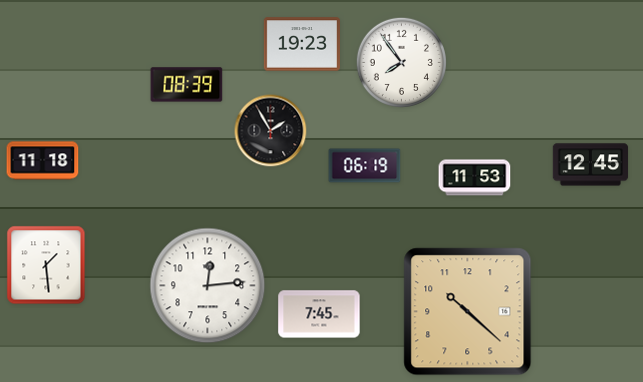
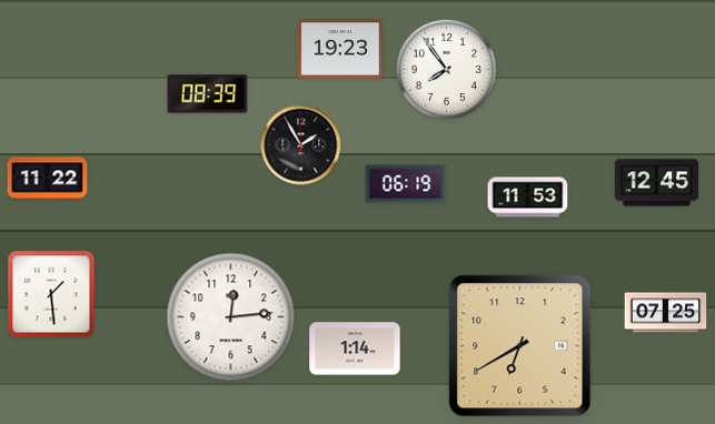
clock at (302, 44) position: (302, 44) -> (340, 49)
clock at (43, 161): 11:18 -> 11:22
clock at (666, 313): none -> 07:25
clock at (468, 312): 10:22 -> 6:40
clock at (319, 314): 7:45 -> 1:14
